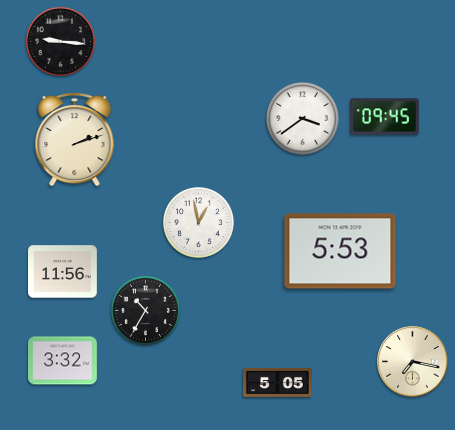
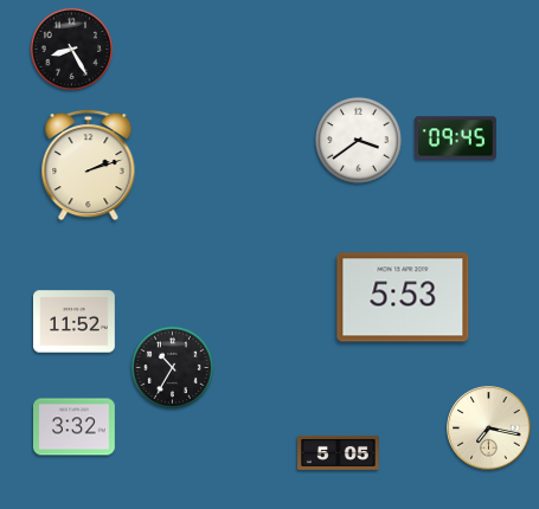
clock at (60, 41): 9:16 -> 8:25
clock at (198, 222): 12:58 -> none
clock at (63, 272): 11:56 -> 11:52
clock at (278, 382) position: (278, 382) -> (339, 452)
